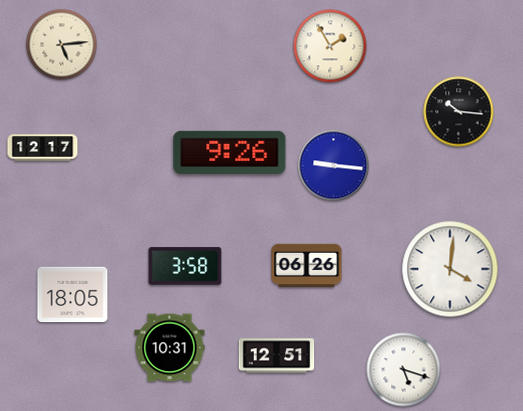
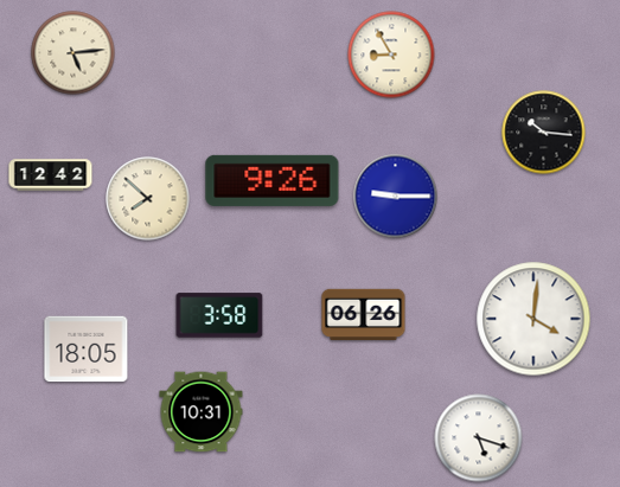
clock at (330, 46): 1:55 -> 8:55
clock at (43, 148): 12:17 -> 12:42
clock at (334, 166): 9:16 -> 9:15
clock at (148, 199): none -> 7:52
clock at (277, 356): 12:51 -> none
